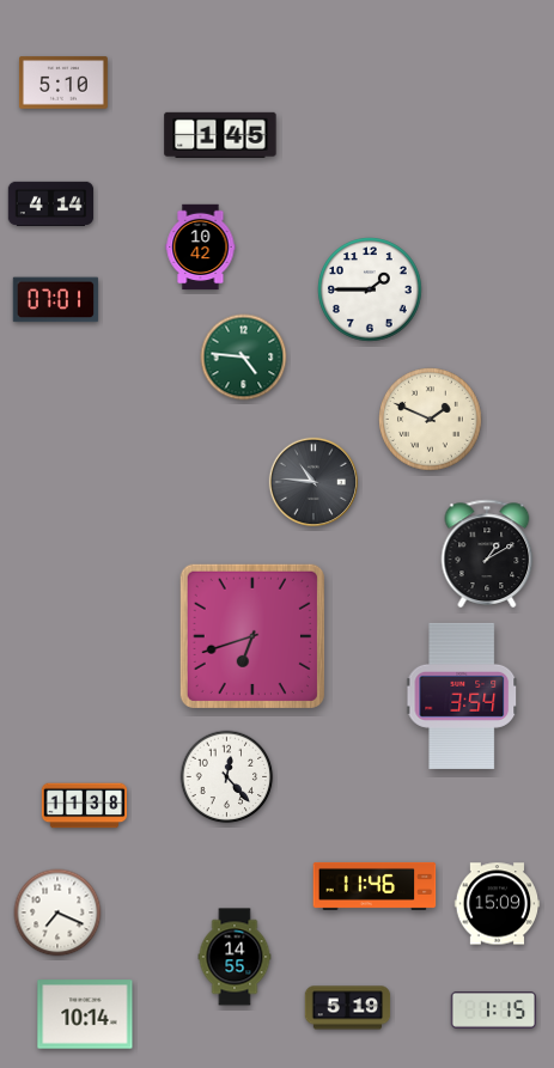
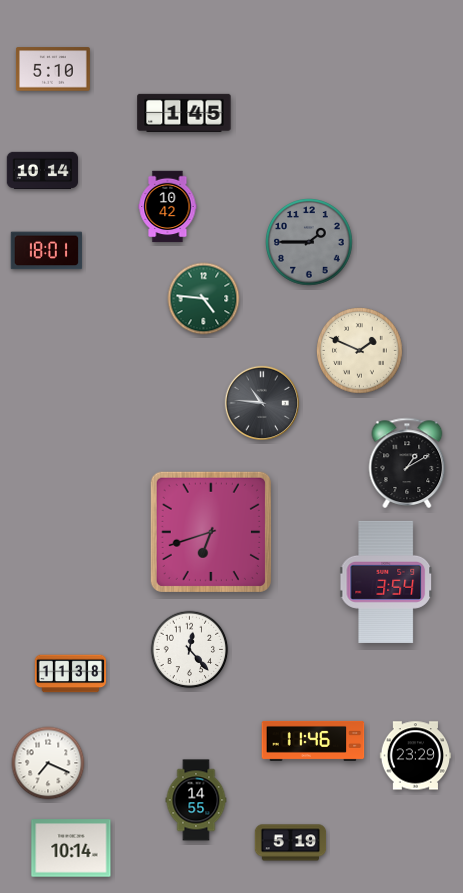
clock at (51, 205): 4:14 -> 10:14
clock at (370, 289) dial: white -> grey
clock at (56, 300): 07:01 -> 18:01
clock at (498, 904): 15:09 -> 23:29
clock at (494, 1009): 1:15 -> none
